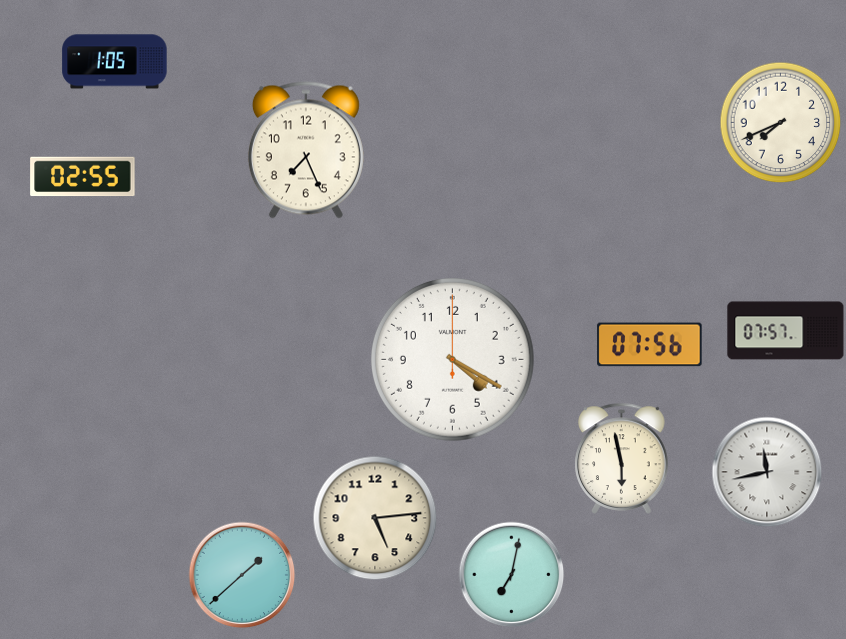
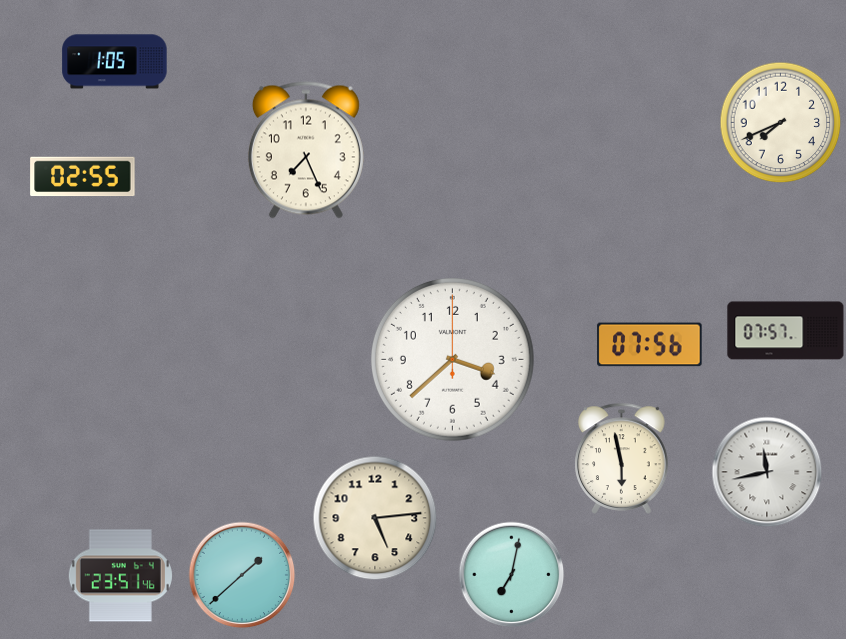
clock at (452, 359): 4:20 -> 3:38
clock at (120, 576): none -> 23:51
